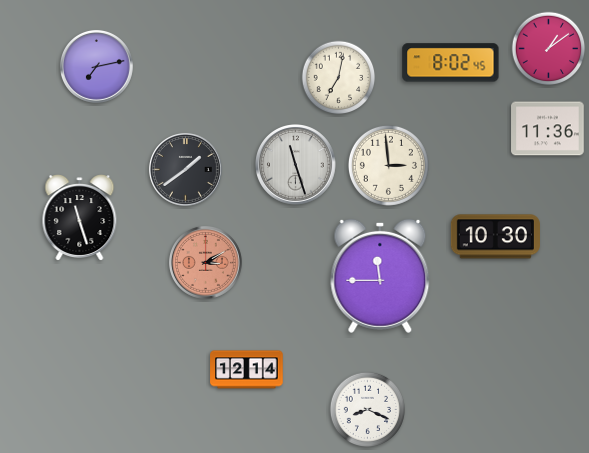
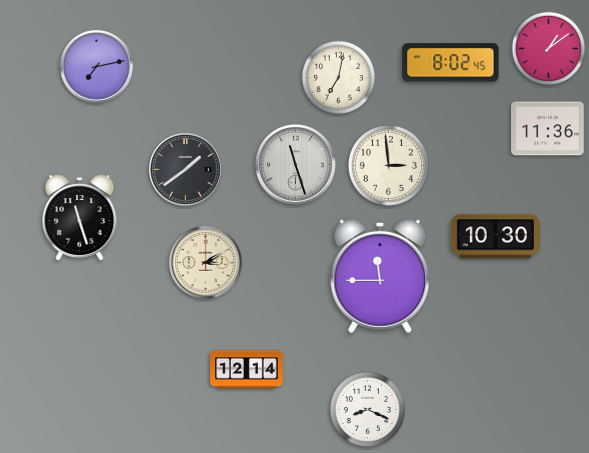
clock at (205, 262) dial: salmon -> cream
